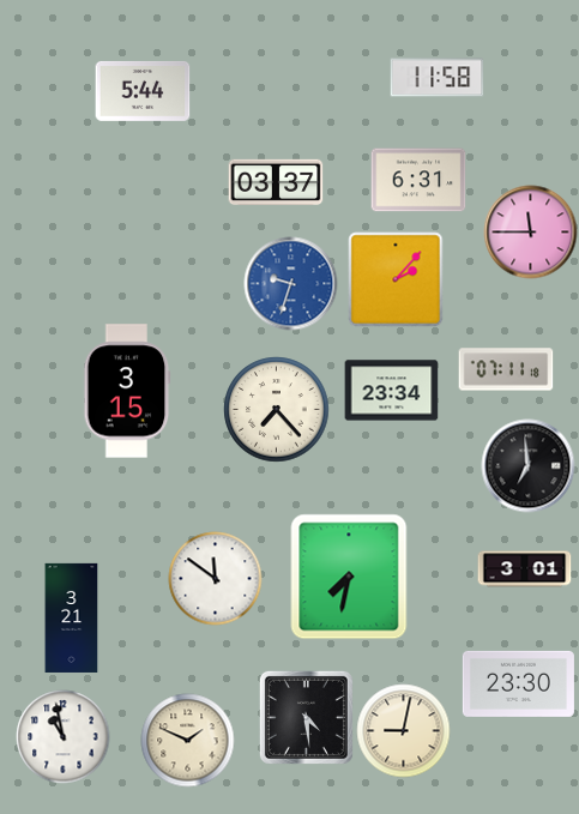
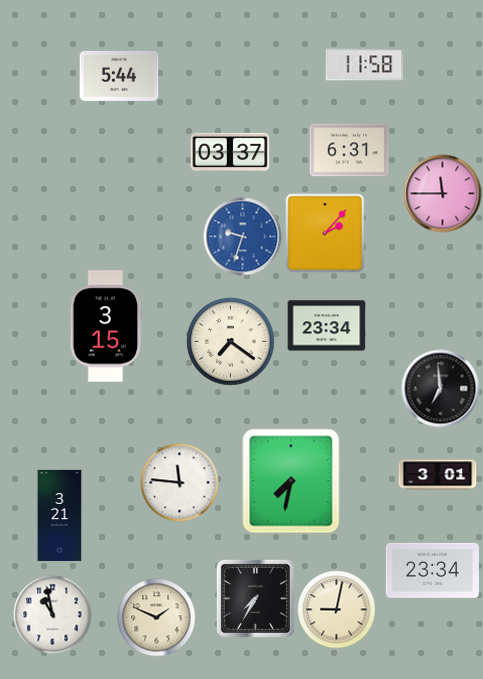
clock at (396, 279) position: (396, 279) -> (325, 233)
clock at (506, 369): 07:11 -> none
clock at (276, 409): 7:23 -> 7:21
clock at (215, 578): 11:51 -> 11:46
clock at (518, 683): 23:30 -> 23:34
clock at (306, 717): 4:29 -> 7:35
